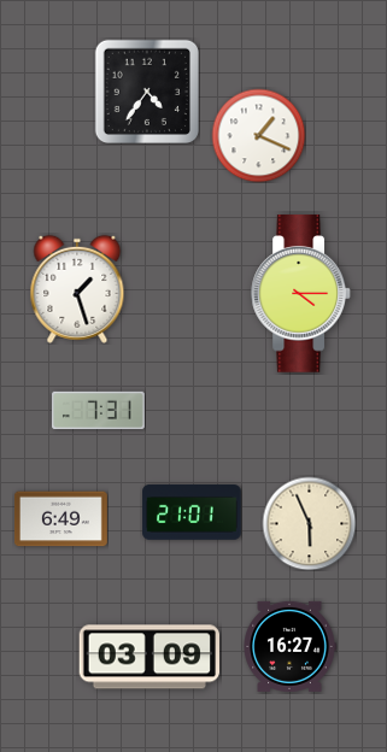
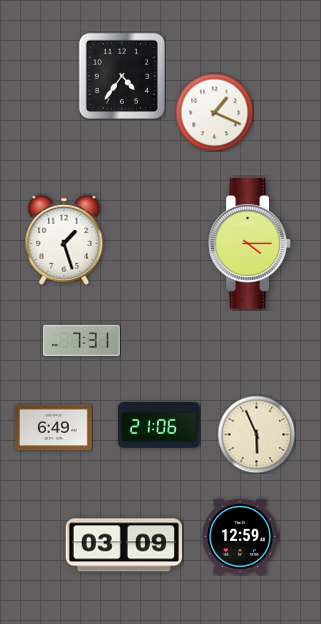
clock at (192, 512): 21:01 -> 21:06
clock at (60, 519) position: (60, 519) -> (53, 428)
clock at (289, 646): 16:27 -> 12:59
